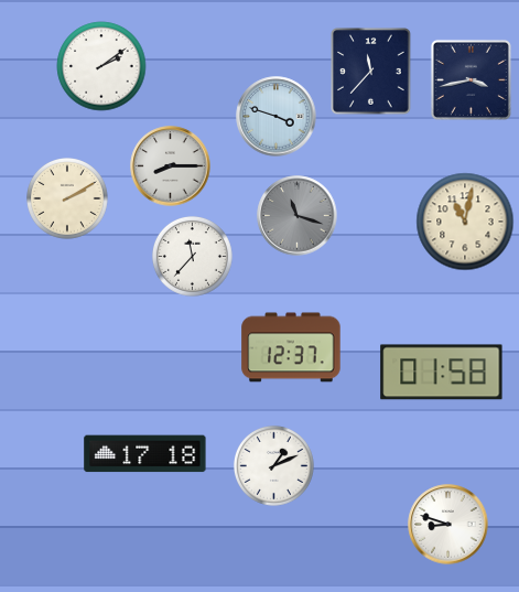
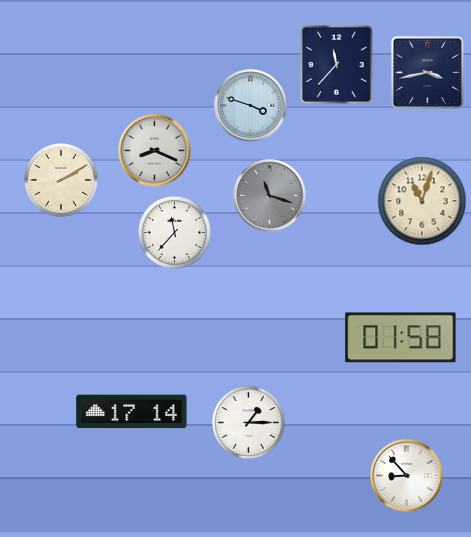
clock at (101, 66): 2:09 -> none
clock at (171, 166): 8:15 -> 8:19
clock at (465, 222): 11:02 -> 11:03
clock at (291, 347): 12:37 -> none
clock at (145, 454): 17:18 -> 17:14
clock at (273, 465): 1:11 -> 1:15
clock at (448, 525): 8:48 -> 8:53
